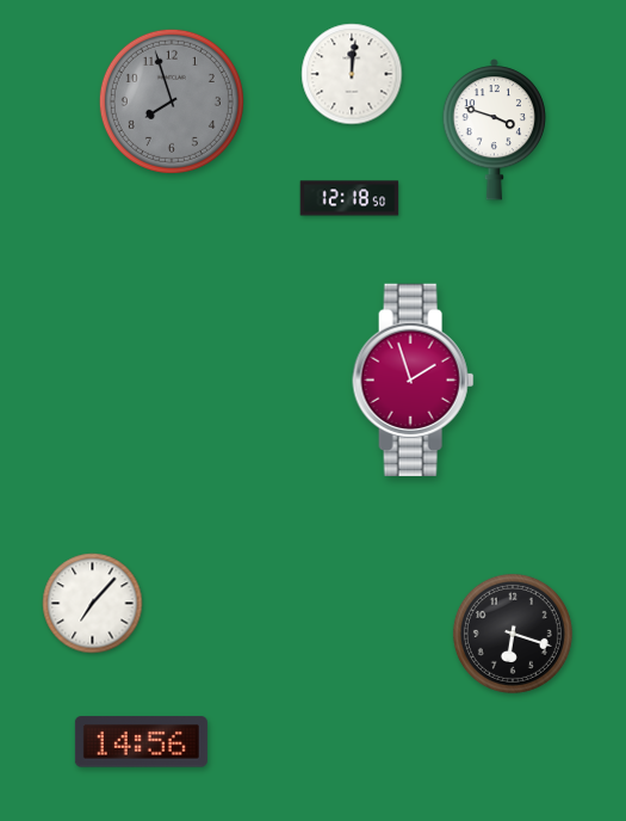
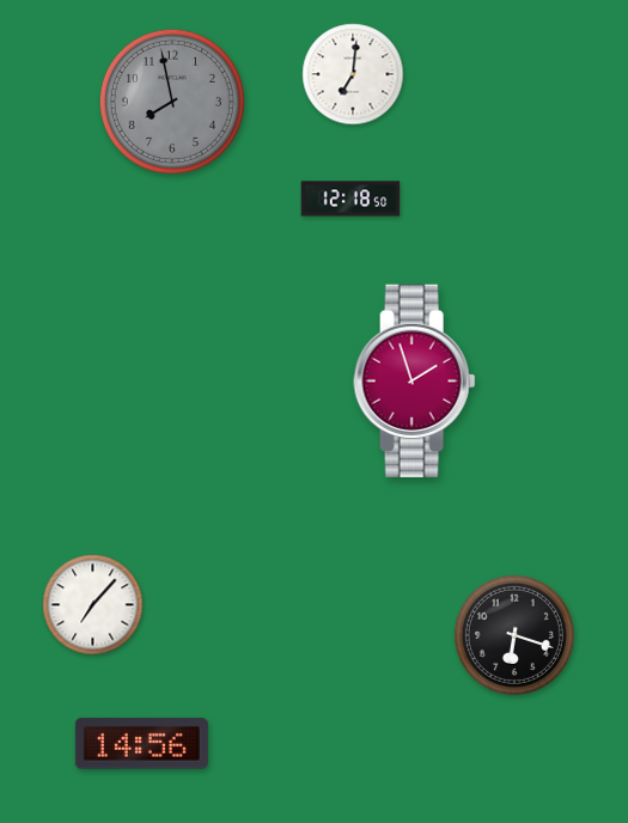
clock at (352, 74): 12:01 -> 7:01
clock at (172, 101): 7:57 -> 7:58
clock at (494, 130): 3:48 -> none
